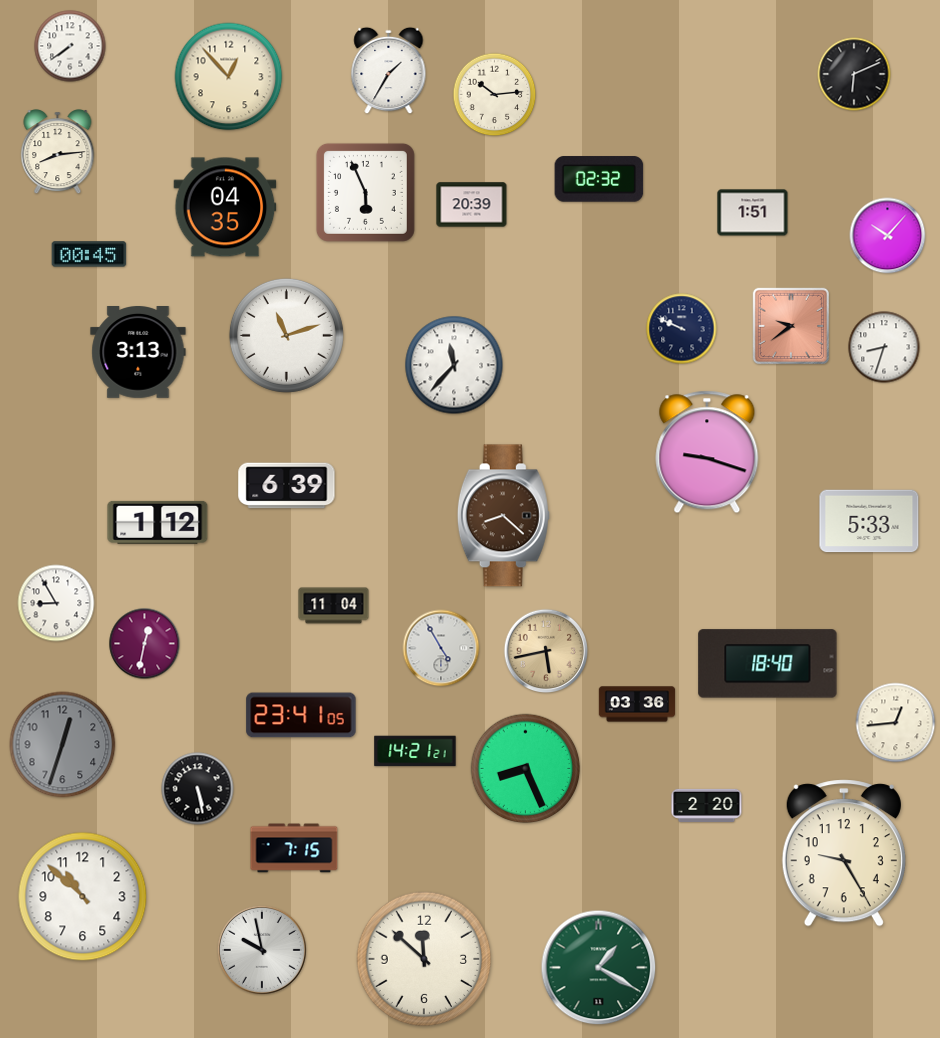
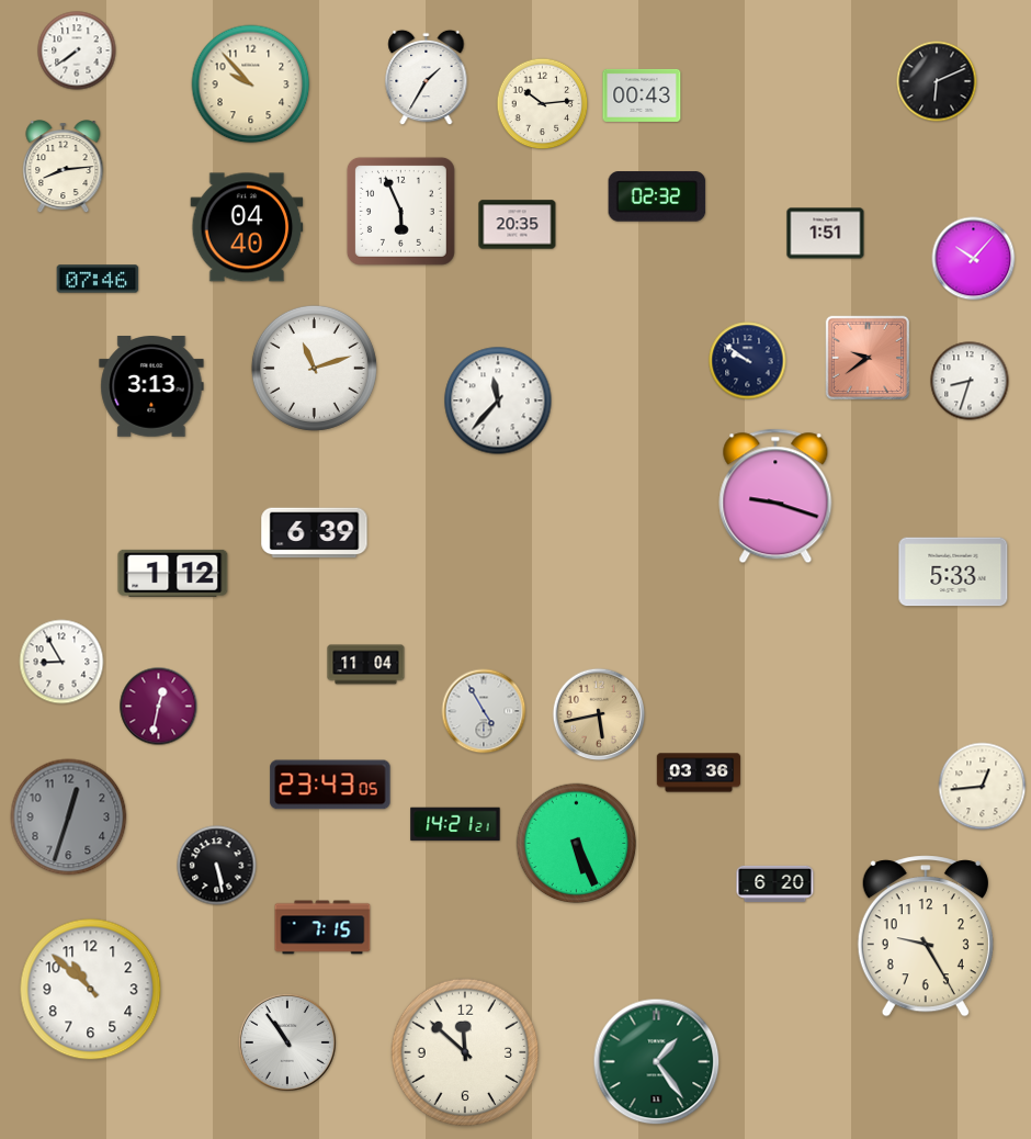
clock at (229, 77): 12:53 -> 9:53
clock at (642, 95): none -> 00:43
clock at (472, 205): 20:39 -> 20:35
clock at (225, 207): 04:35 -> 04:40
clock at (89, 254): 00:45 -> 07:46
clock at (682, 329): 9:49 -> 9:51
clock at (503, 516): 8:22 -> none
clock at (768, 664): 18:40 -> none
clock at (301, 715): 23:41 -> 23:43
clock at (896, 723) position: (896, 723) -> (983, 787)
clock at (526, 769): 8:26 -> 5:26
clock at (707, 805): 2:20 -> 6:20
clock at (294, 848) position: (294, 848) -> (322, 927)
clock at (83, 897) position: (83, 897) -> (91, 990)
clock at (262, 950): 9:58 -> 10:54
clock at (599, 968): 1:20 -> 1:24
